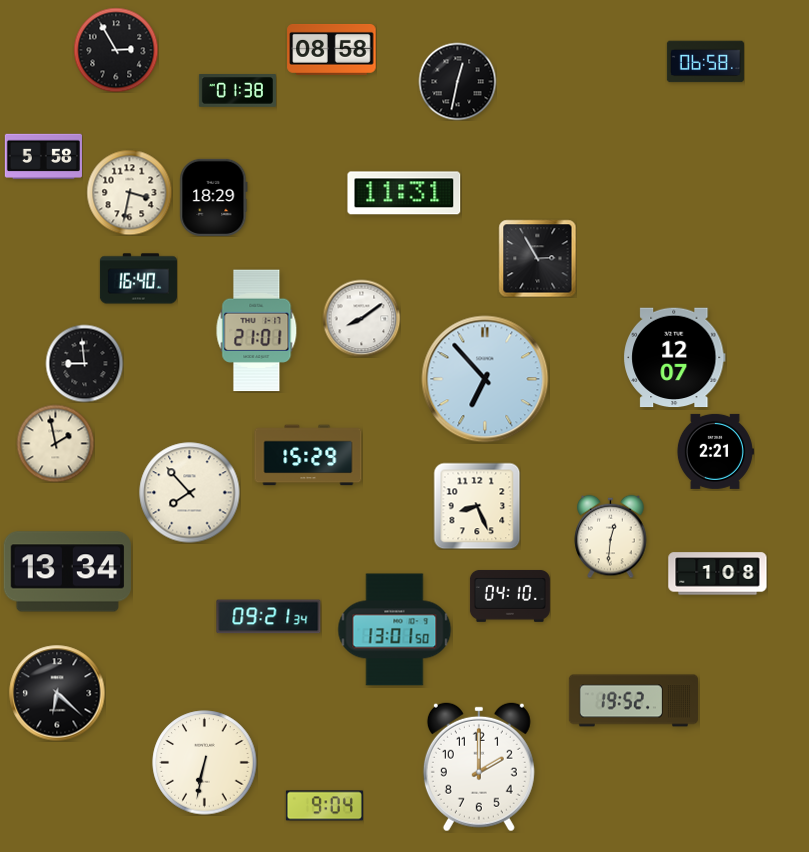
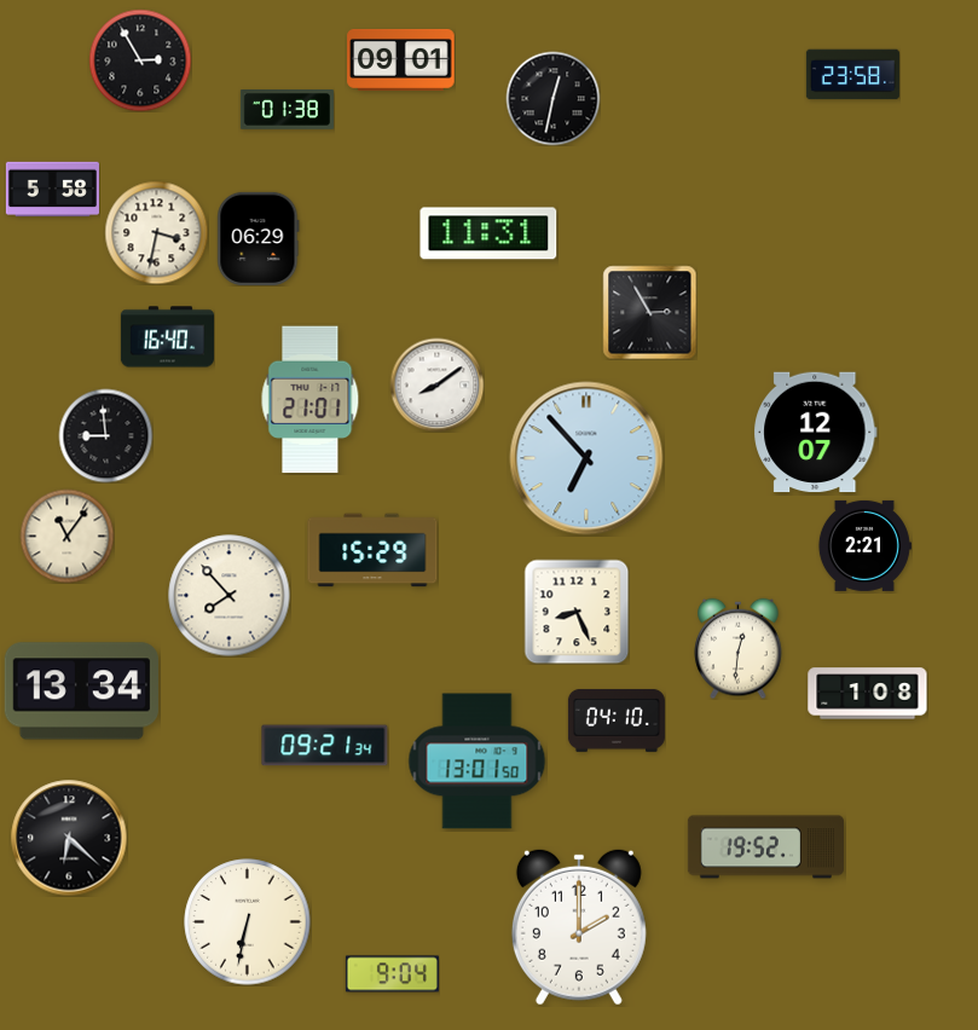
clock at (332, 49): 08:58 -> 09:01
clock at (705, 62): 06:58 -> 23:58
clock at (214, 197): 18:29 -> 06:29
clock at (84, 363) position: (84, 363) -> (105, 435)
clock at (55, 443): 1:58 -> 11:06
